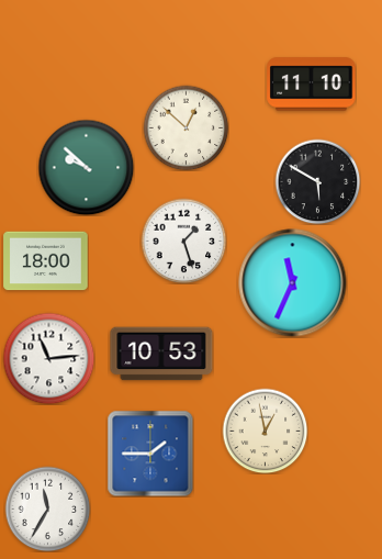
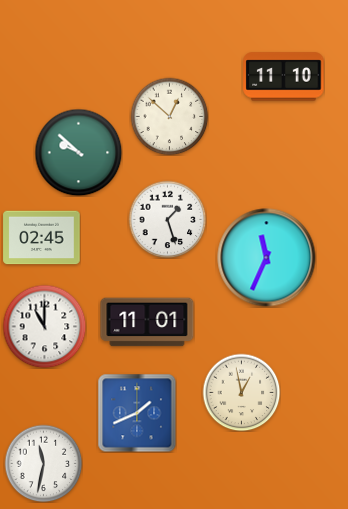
clock at (317, 181): 5:50 -> none
clock at (46, 261): 18:00 -> 02:45
clock at (161, 354): 10:53 -> 11:01
clock at (48, 358): 11:14 -> 11:00
clock at (150, 454): 1:45 -> 1:41
clock at (47, 508): 11:35 -> 11:32
